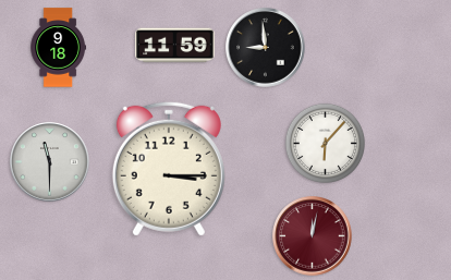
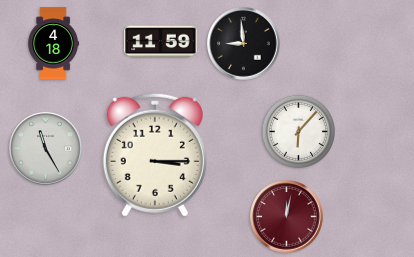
clock at (59, 48): 9:18 -> 4:18
clock at (50, 162): 11:30 -> 11:25
